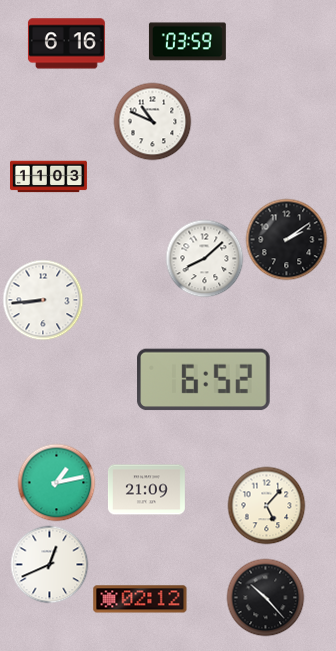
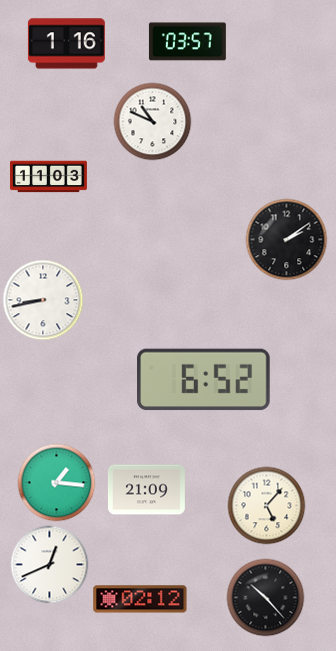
clock at (187, 42): 03:59 -> 03:57
clock at (66, 44): 6:16 -> 1:16
clock at (204, 258): 8:08 -> none
clock at (43, 300): 8:44 -> 8:43
clock at (56, 482): 1:13 -> 1:16
